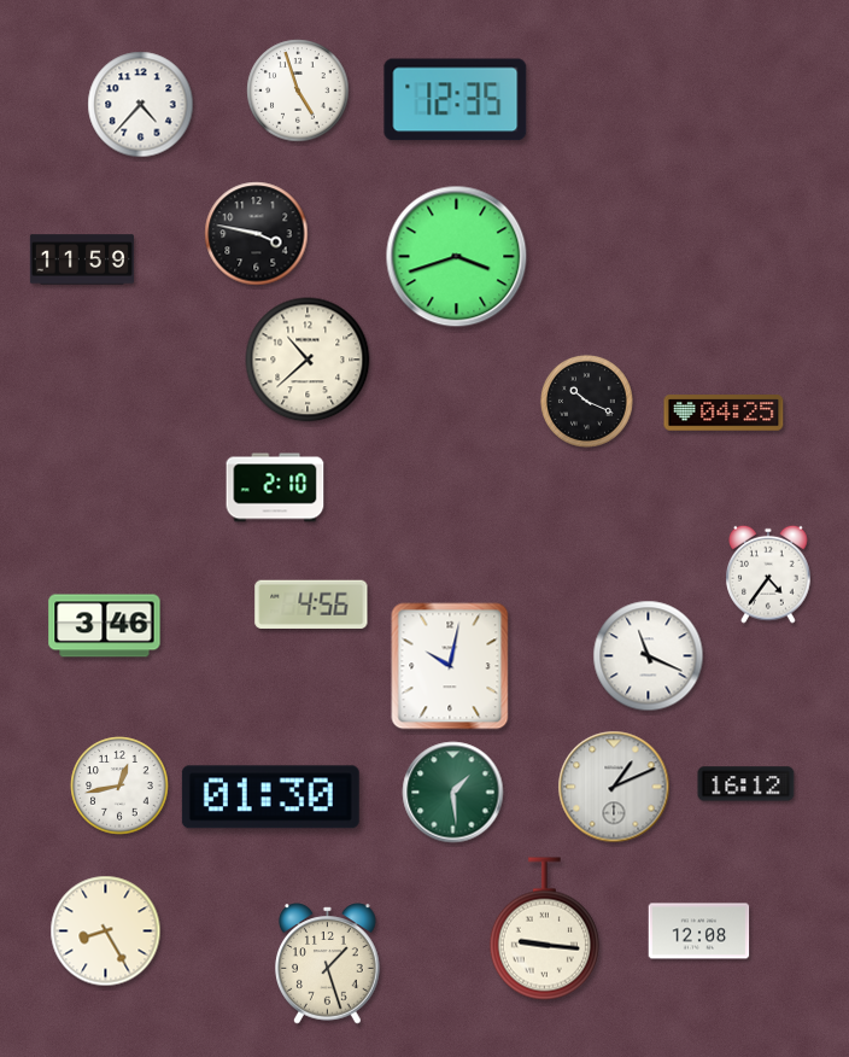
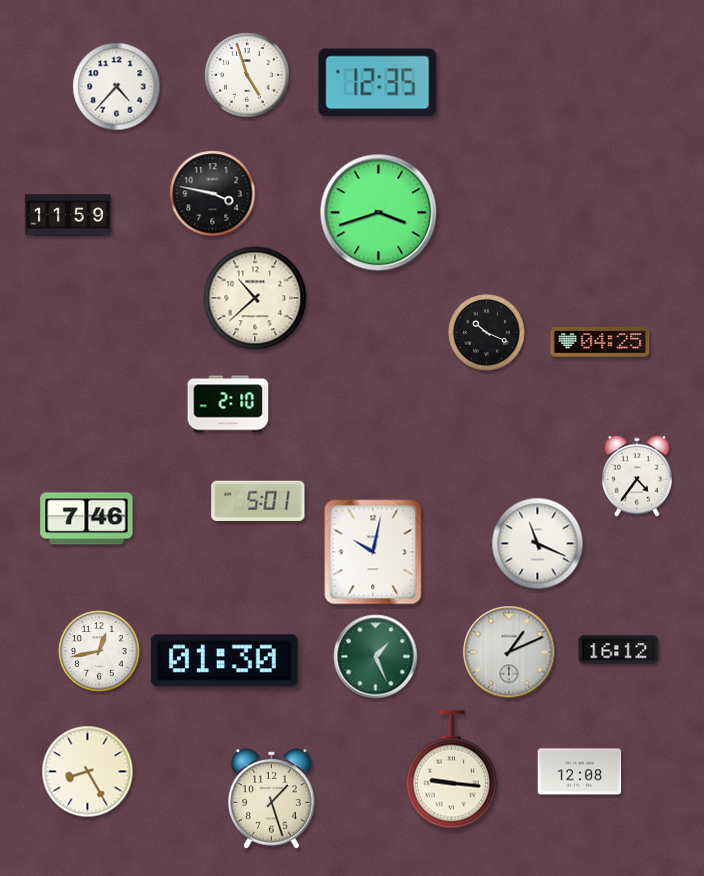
clock at (311, 603): 4:56 -> 5:01
clock at (105, 626): 3:46 -> 7:46
clock at (453, 793): 1:29 -> 1:26
